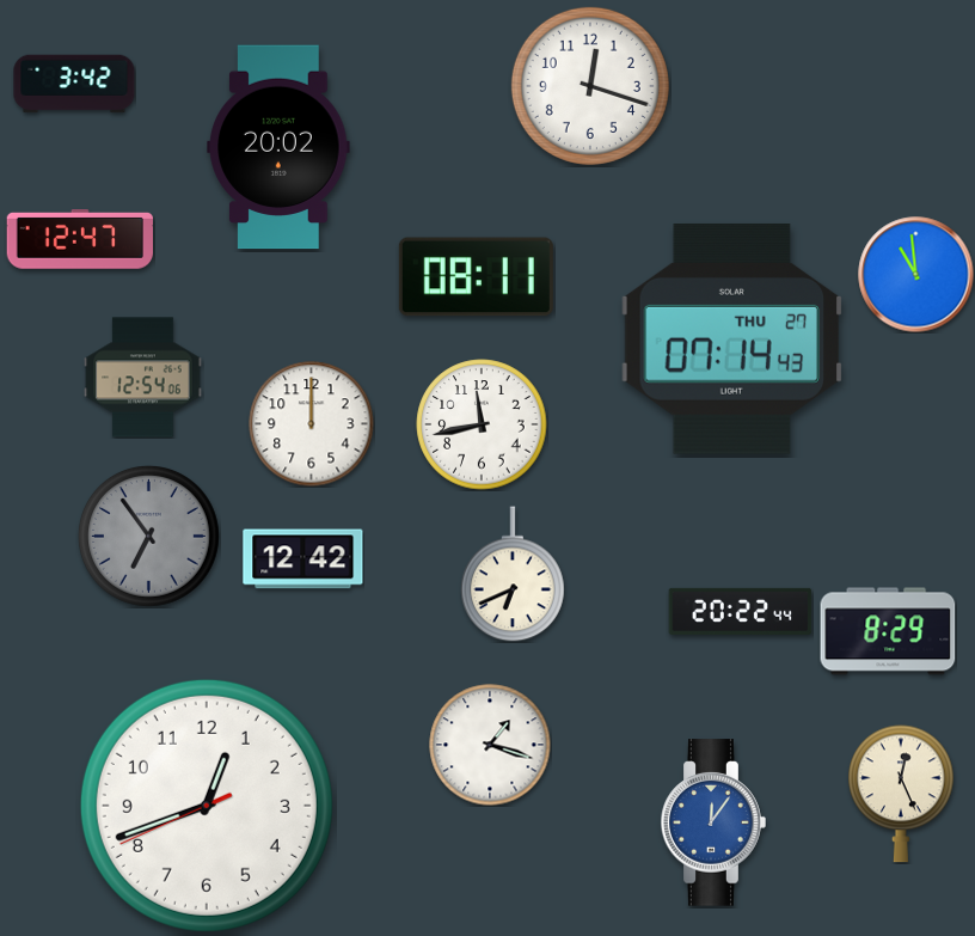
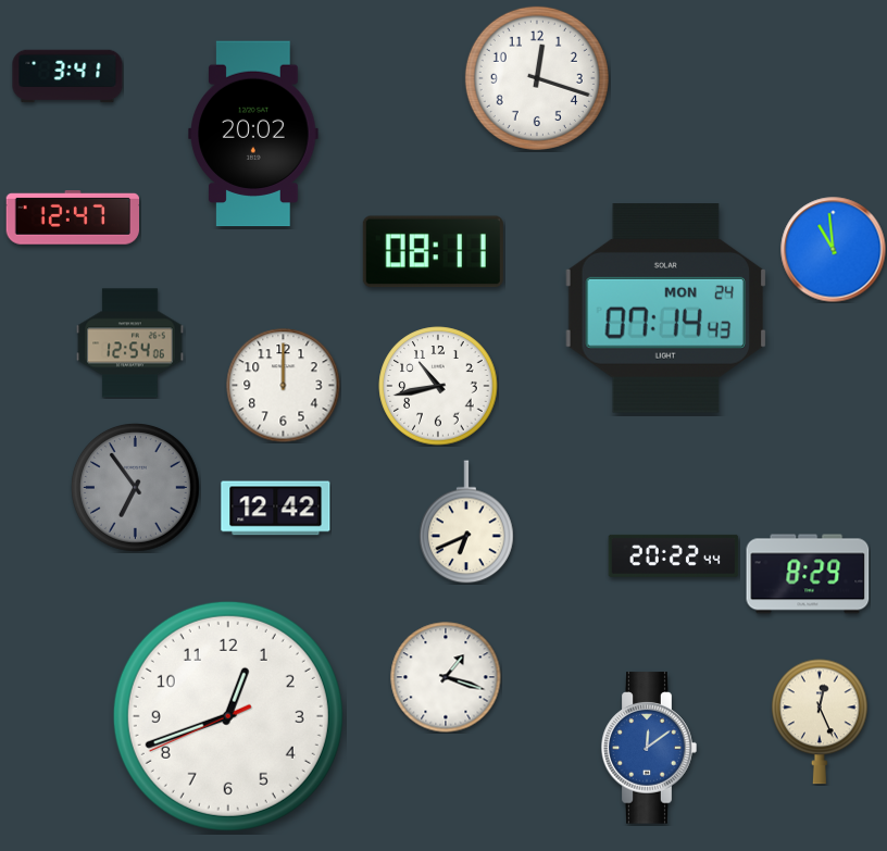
clock at (74, 84): 3:42 -> 3:41
clock at (731, 339) date: THU 27 -> MON 24
clock at (482, 424): 11:43 -> 10:43
clock at (207, 806) position: (207, 806) -> (228, 716)
clock at (713, 822): 12:06 -> 12:09
